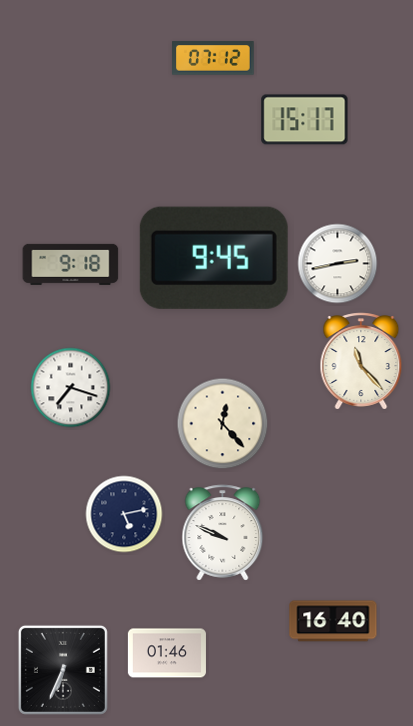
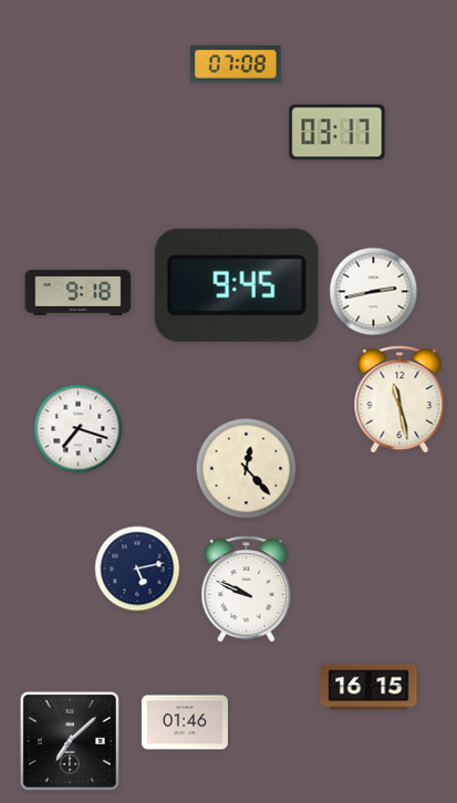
clock at (214, 58): 07:12 -> 07:08
clock at (305, 120): 15:17 -> 03:17
clock at (361, 361): 11:23 -> 11:28
clock at (333, 621): 16:40 -> 16:15
clock at (63, 670): 6:34 -> 7:08
